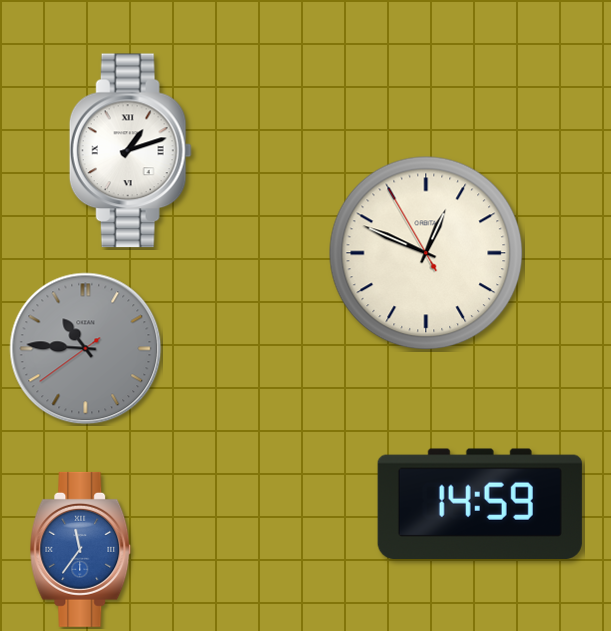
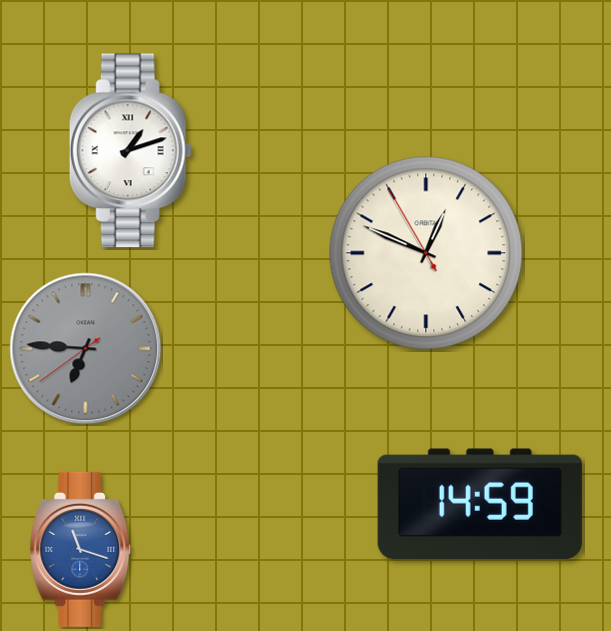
clock at (86, 349): 10:45 -> 6:45
clock at (81, 549): 11:36 -> 11:18
